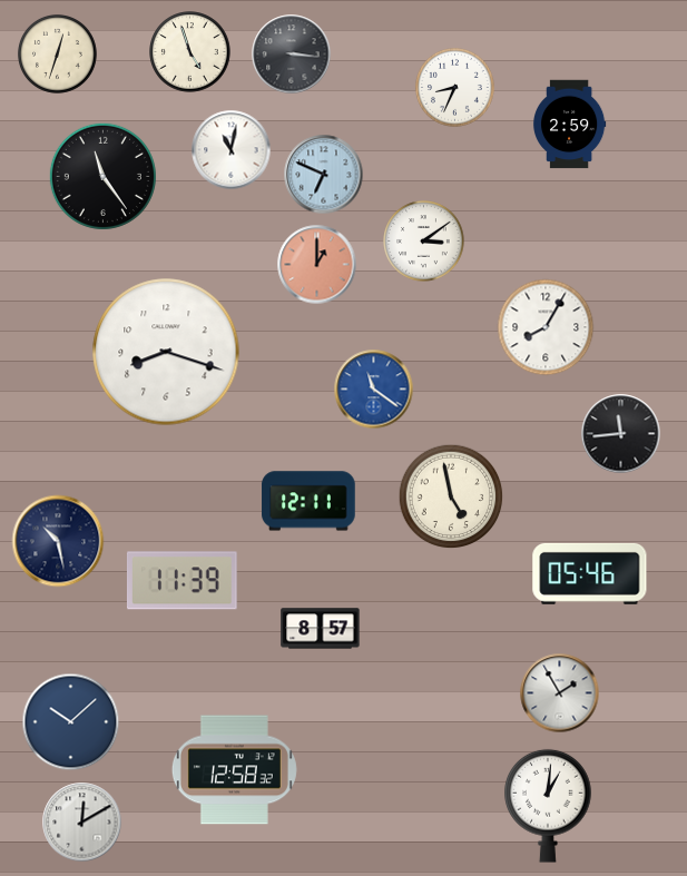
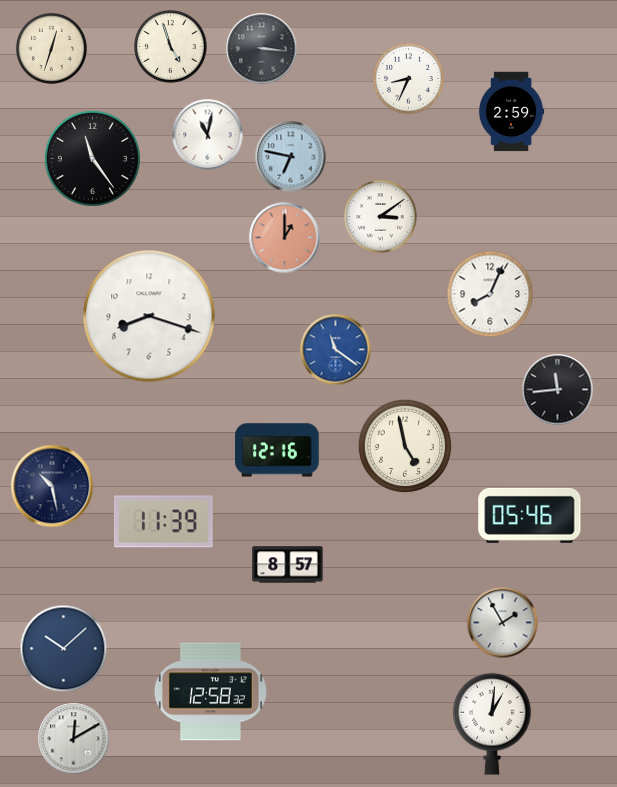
clock at (324, 175): 6:49 -> 6:47
clock at (546, 327): 8:05 -> 8:04
clock at (308, 501): 12:11 -> 12:16
